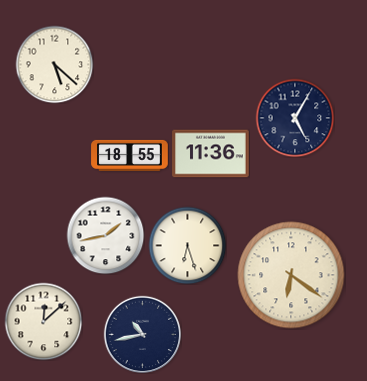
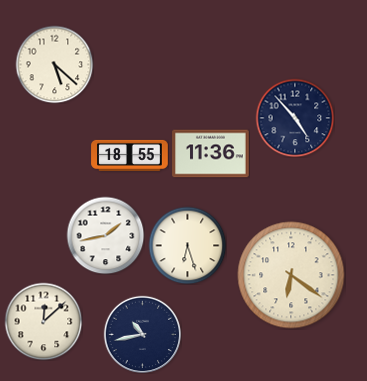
clock at (295, 118): 5:05 -> 4:53
